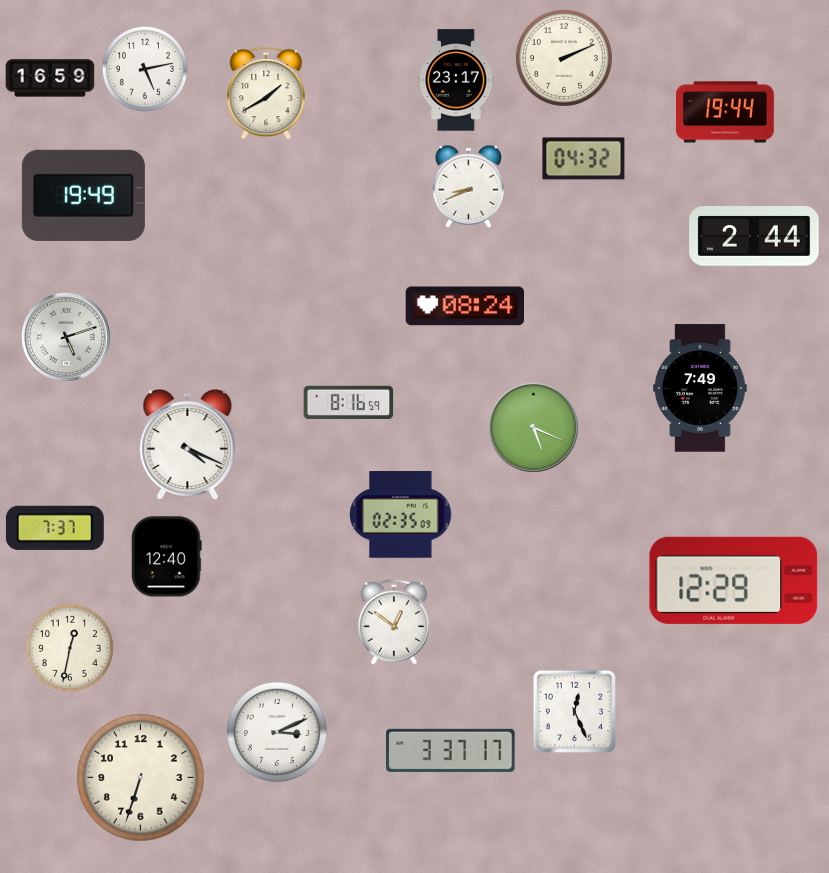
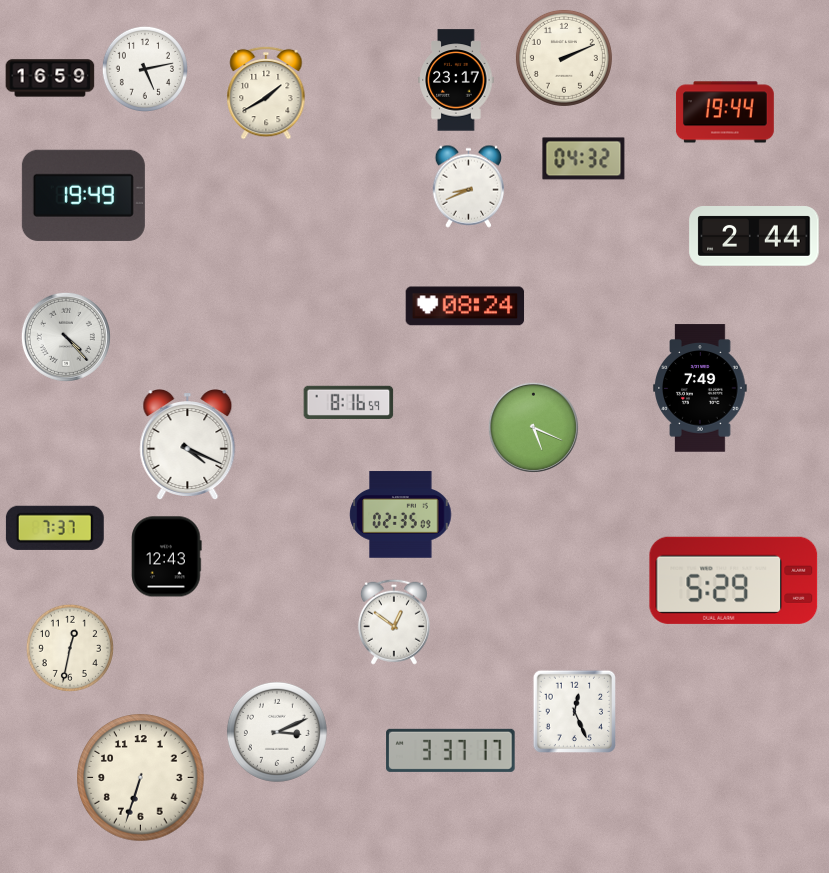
clock at (66, 337): 5:12 -> 4:23
clock at (167, 557): 12:40 -> 12:43
clock at (734, 580): 12:29 -> 5:29
